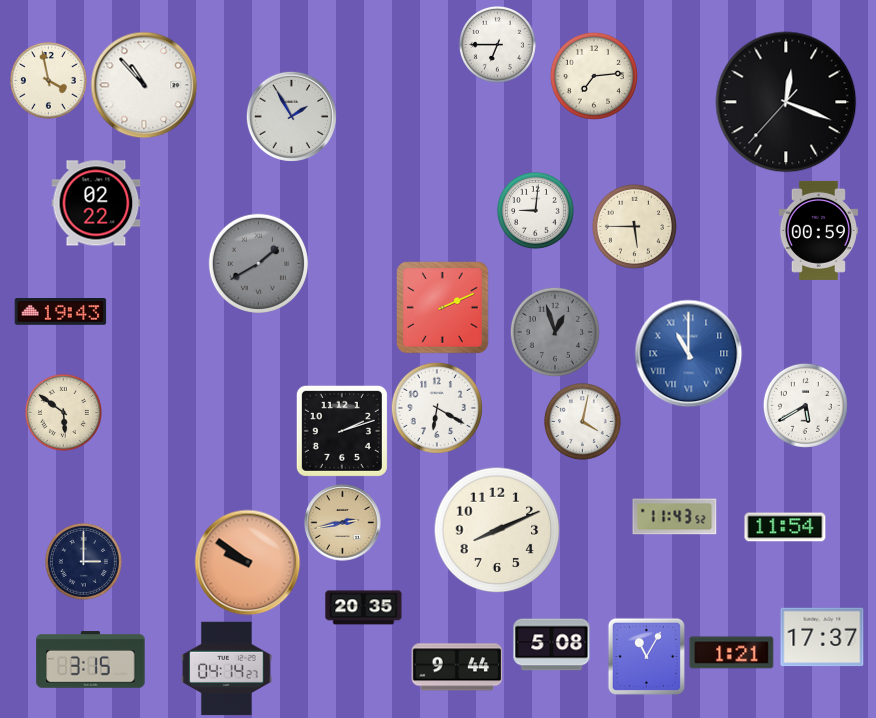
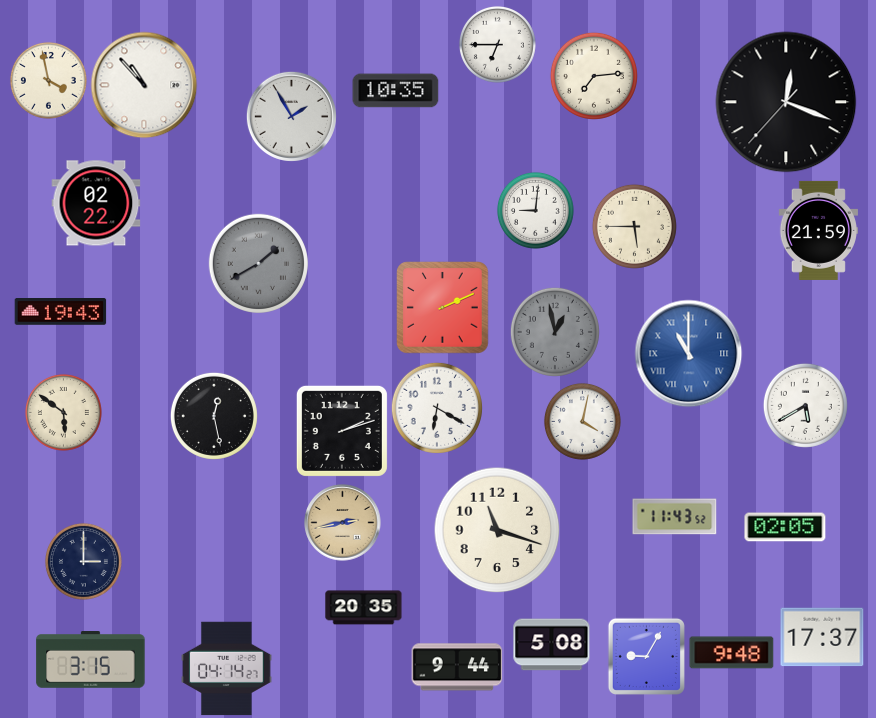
clock at (396, 91): none -> 10:35
clock at (818, 230): 00:59 -> 21:59
clock at (555, 332): 12:57 -> 12:58
clock at (214, 416): none -> 12:28
clock at (785, 527): 11:54 -> 02:05
clock at (497, 530): 8:11 -> 11:18
clock at (248, 563): 9:51 -> none
clock at (732, 653): 1:21 -> 9:48
clock at (646, 656): 11:05 -> 9:05
